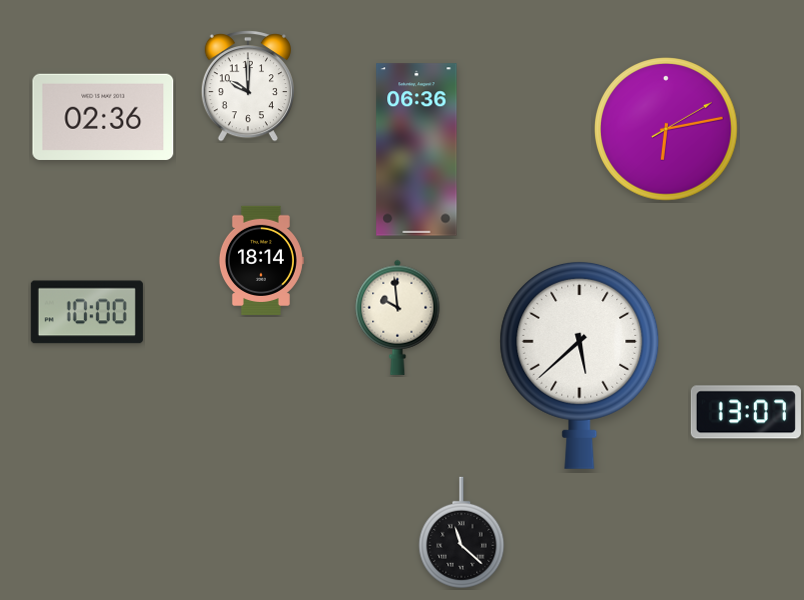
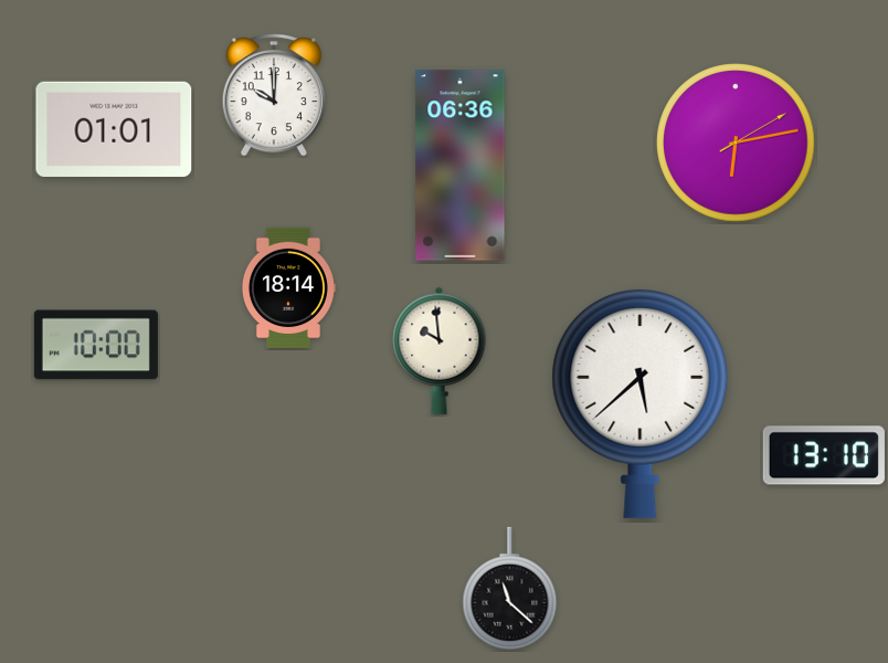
clock at (103, 116): 02:36 -> 01:01
clock at (746, 412): 13:07 -> 13:10
